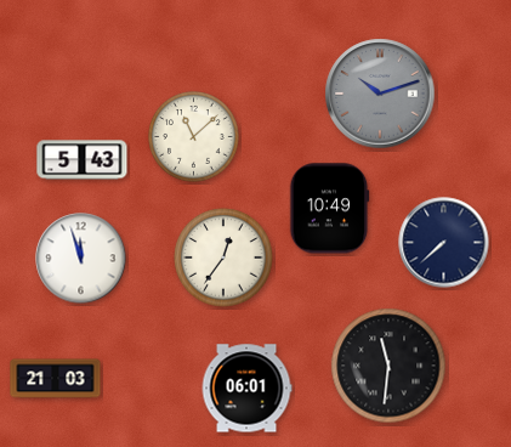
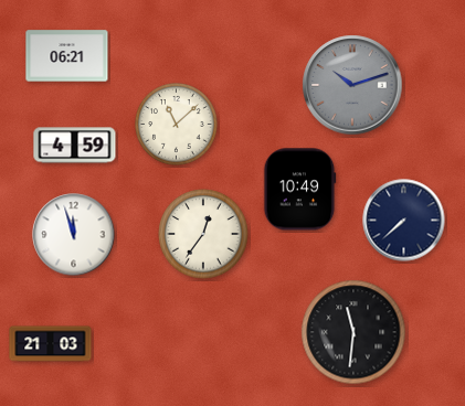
clock at (67, 56): none -> 06:21
clock at (380, 94) position: (380, 94) -> (352, 85)
clock at (83, 160): 5:43 -> 4:59
clock at (246, 389): 06:01 -> none
